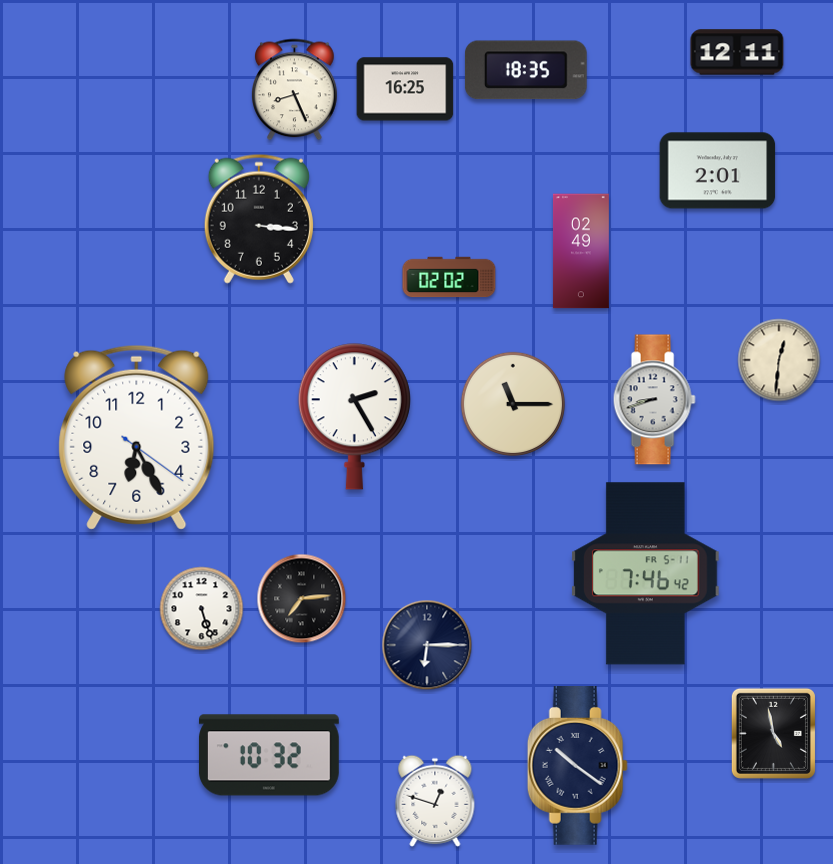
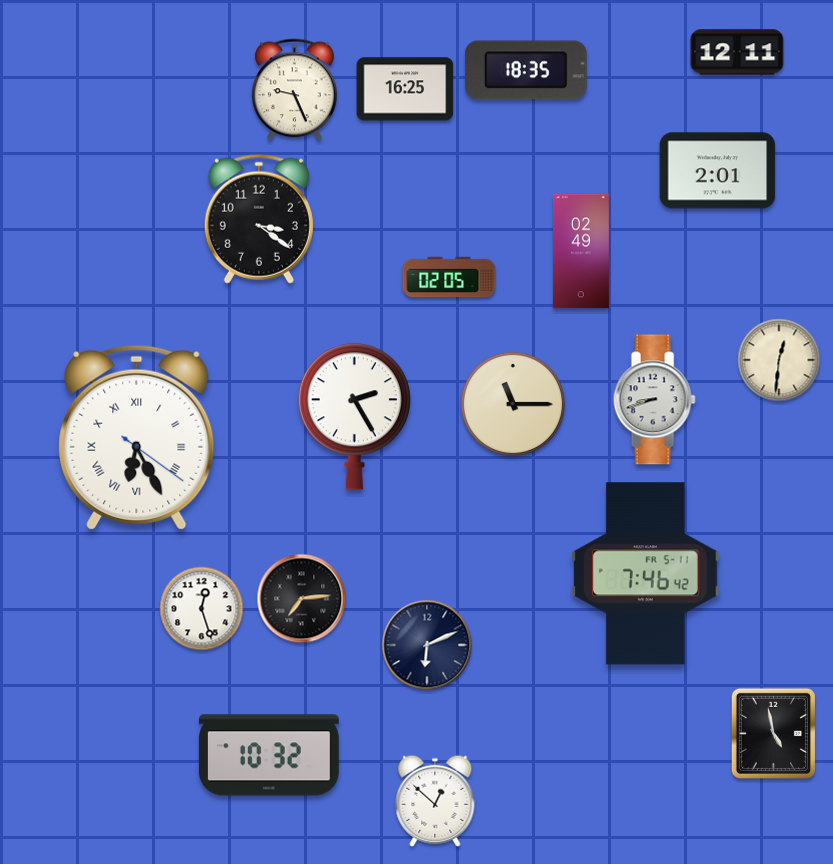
clock at (295, 90): 8:26 -> 9:26
clock at (259, 219): 3:16 -> 3:21
clock at (449, 277): 02:02 -> 02:05
clock at (137, 437) numerals: Arabic -> Roman
clock at (202, 609): 5:27 -> 12:27
clock at (427, 645): 6:15 -> 6:11
clock at (577, 766): 10:21 -> none
clock at (435, 801): 12:48 -> 12:52
